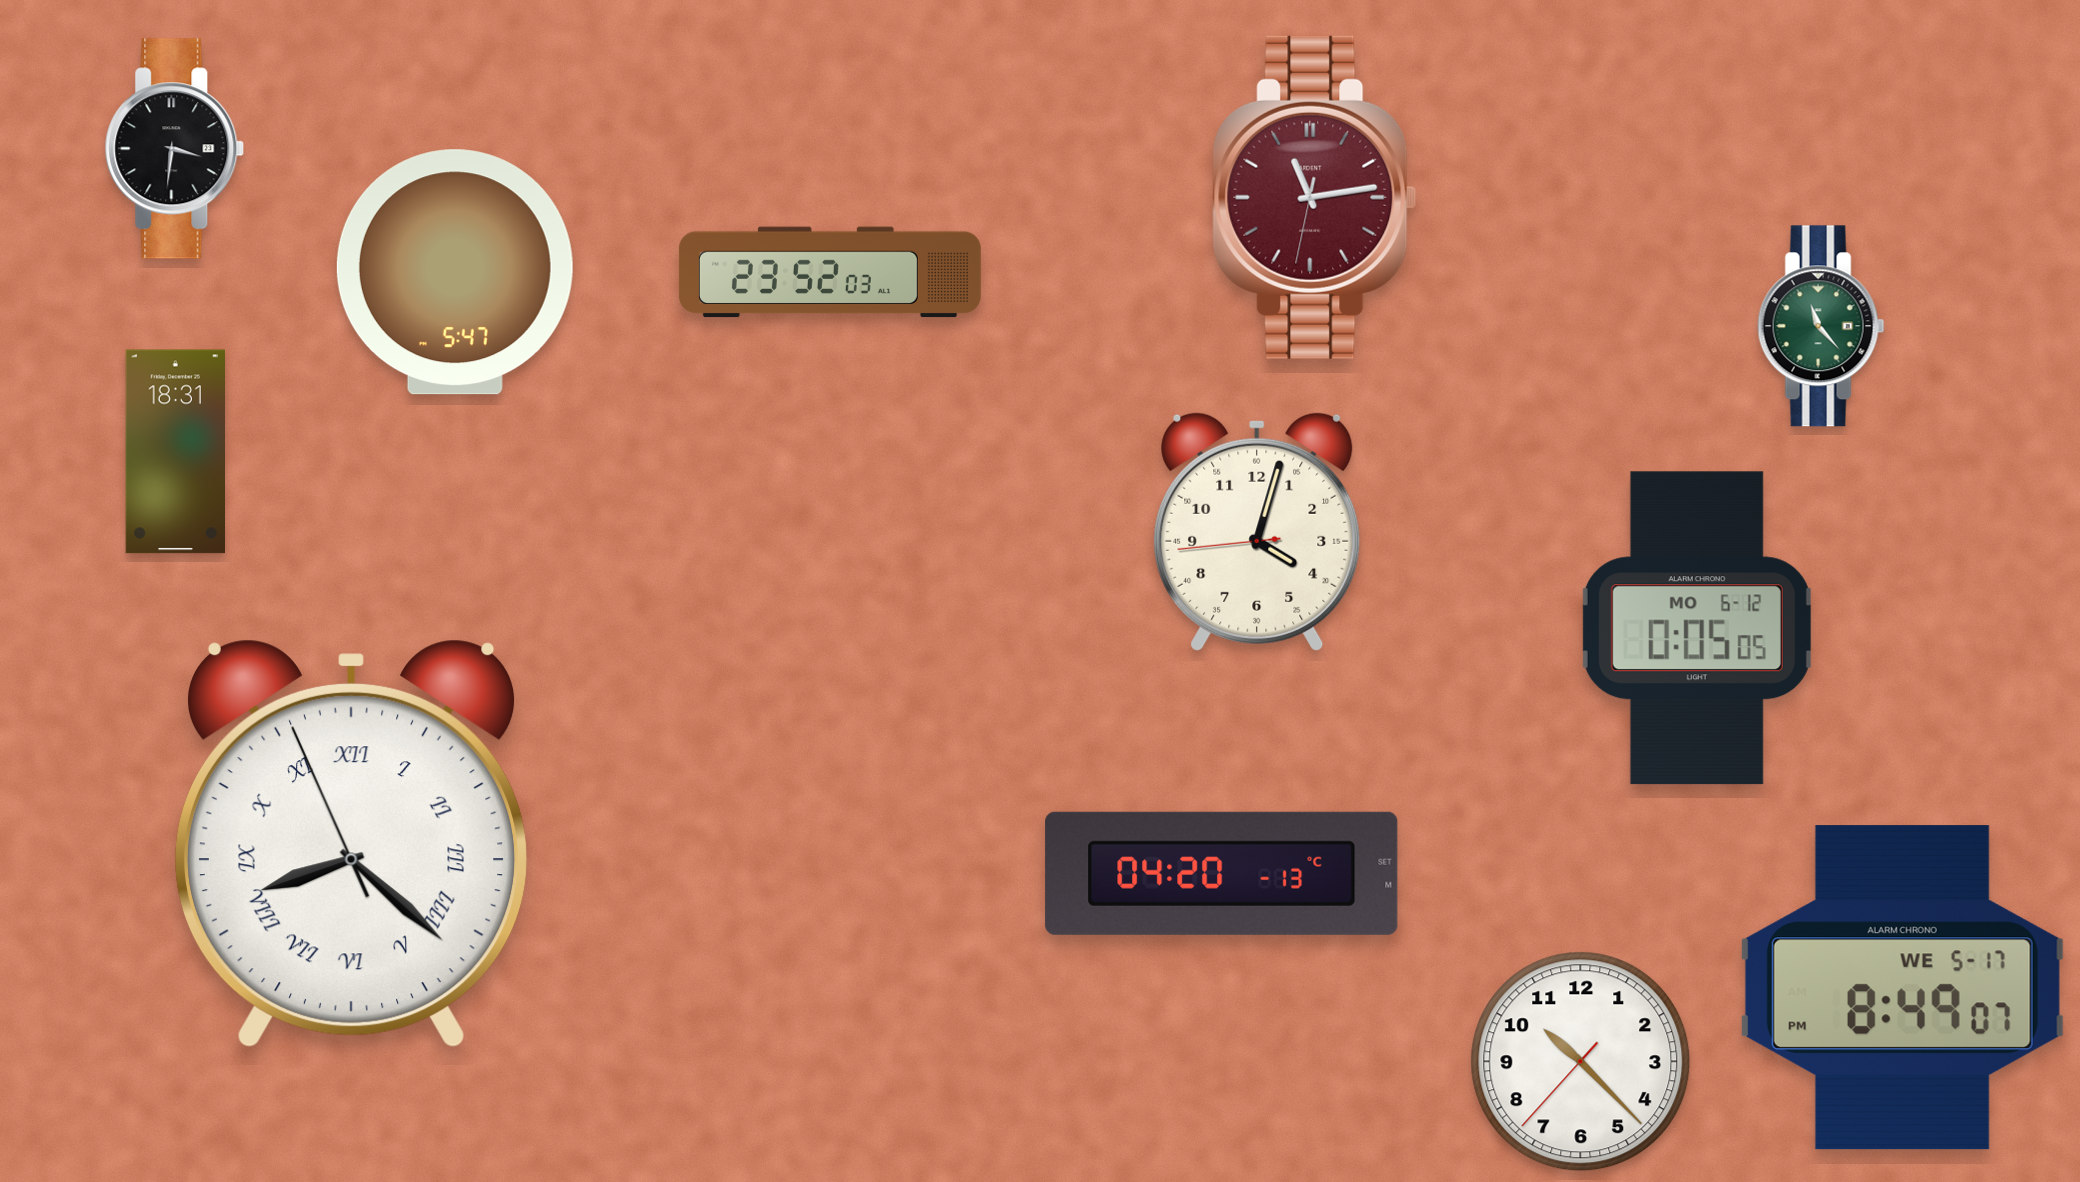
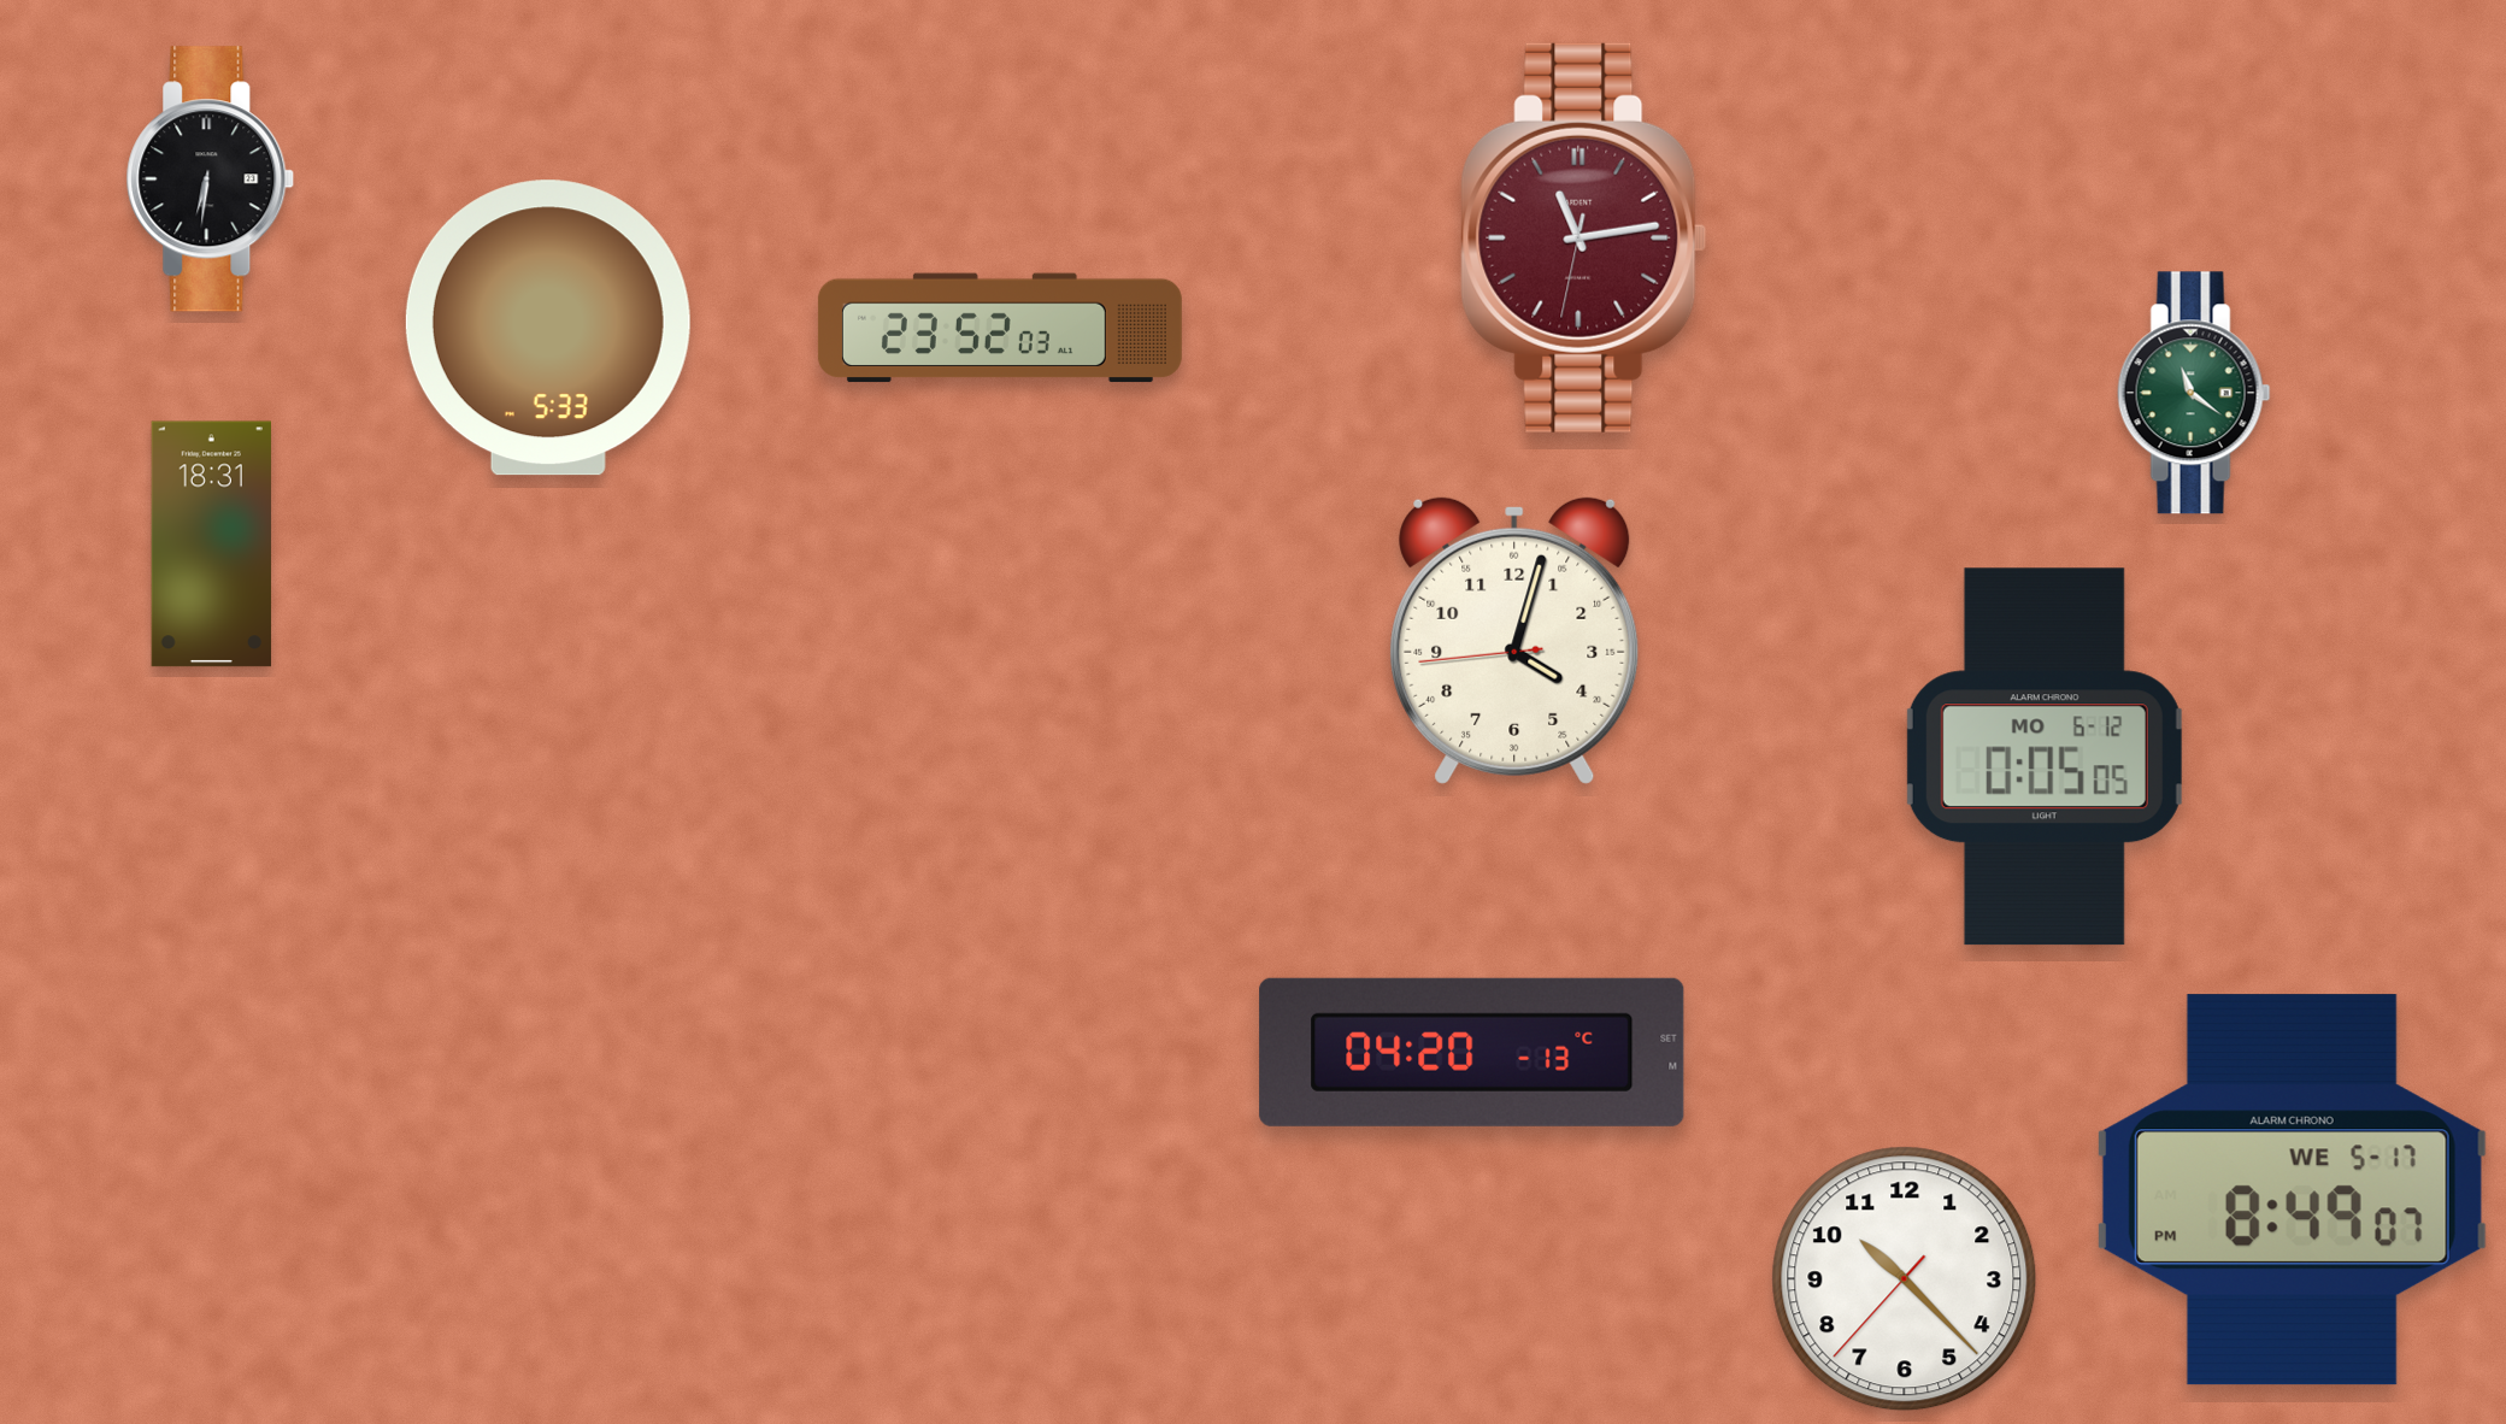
clock at (175, 149): 3:31 -> 6:31
clock at (455, 272): 5:47 -> 5:33
clock at (1821, 326): 11:23 -> 11:21
clock at (351, 844): 8:21 -> none
